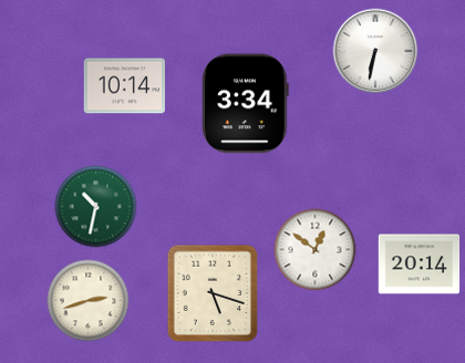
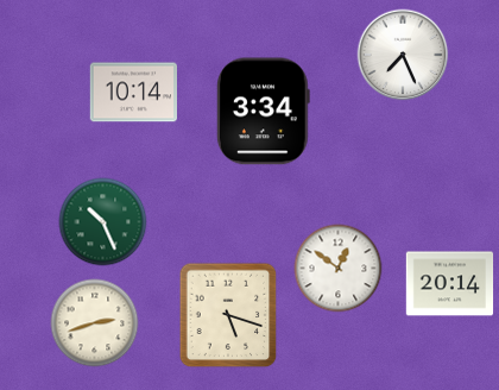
clock at (375, 51): 6:32 -> 7:26
clock at (96, 207): 10:32 -> 10:26
